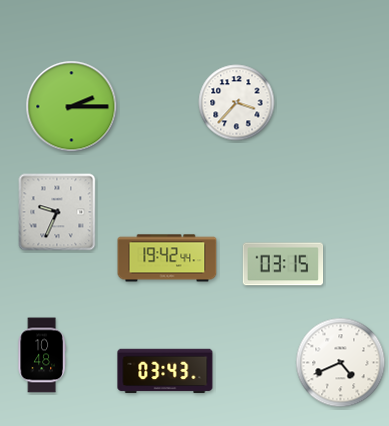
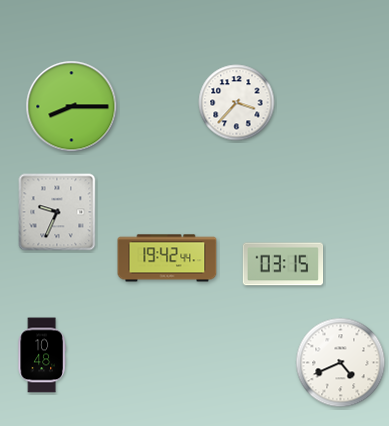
clock at (72, 107): 2:15 -> 8:15
clock at (165, 371): 03:43 -> none
